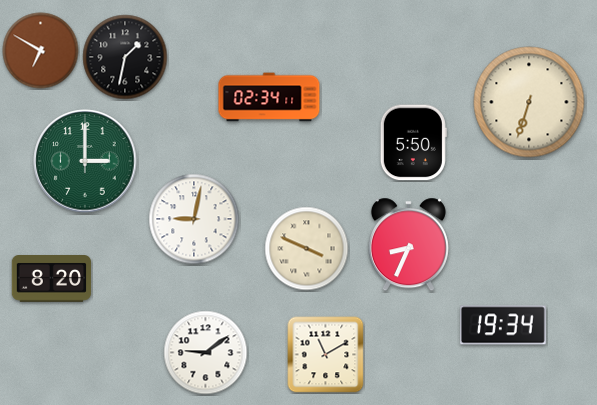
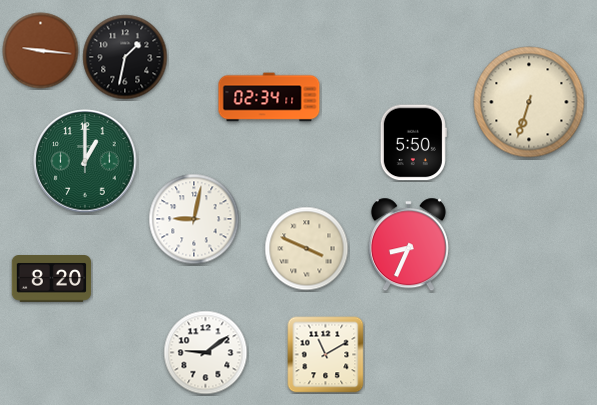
clock at (41, 51): 6:50 -> 9:16
clock at (85, 161): 3:00 -> 1:00
clock at (503, 325): 19:34 -> none
